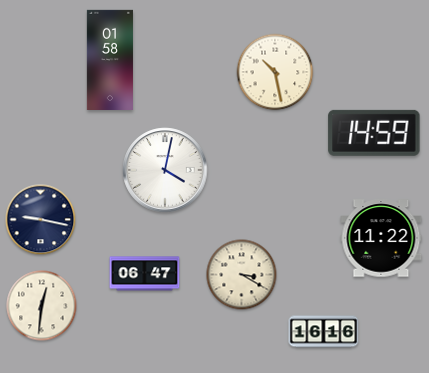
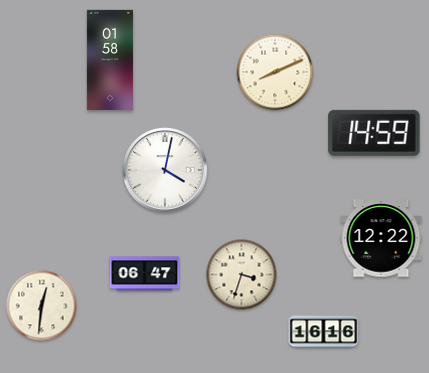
clock at (275, 72): 10:28 -> 8:11
clock at (41, 220): 9:17 -> none
clock at (381, 238): 11:22 -> 12:22
clock at (242, 275): 3:20 -> 3:33
